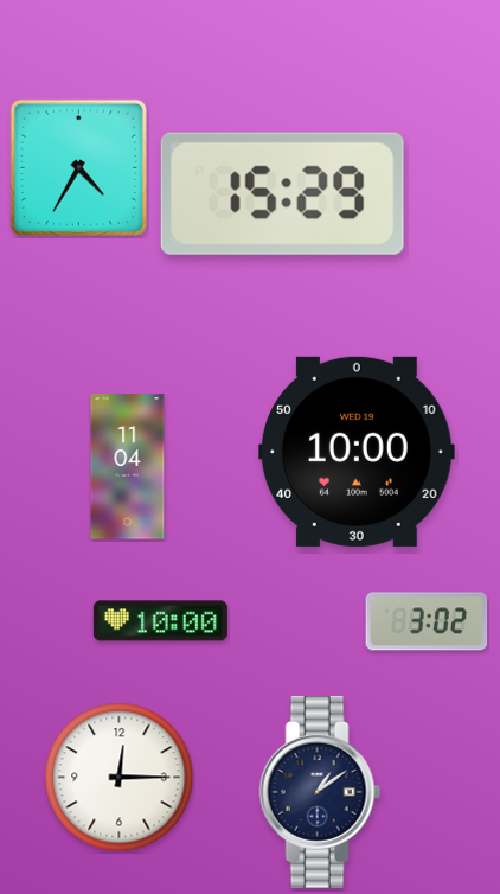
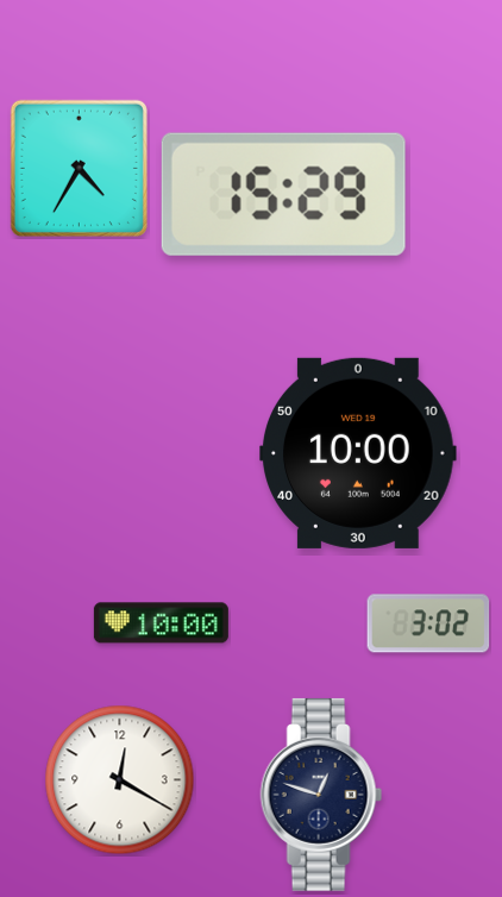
clock at (128, 467): 11:04 -> none
clock at (120, 778): 12:15 -> 12:20
clock at (320, 792): 1:09 -> 12:48
